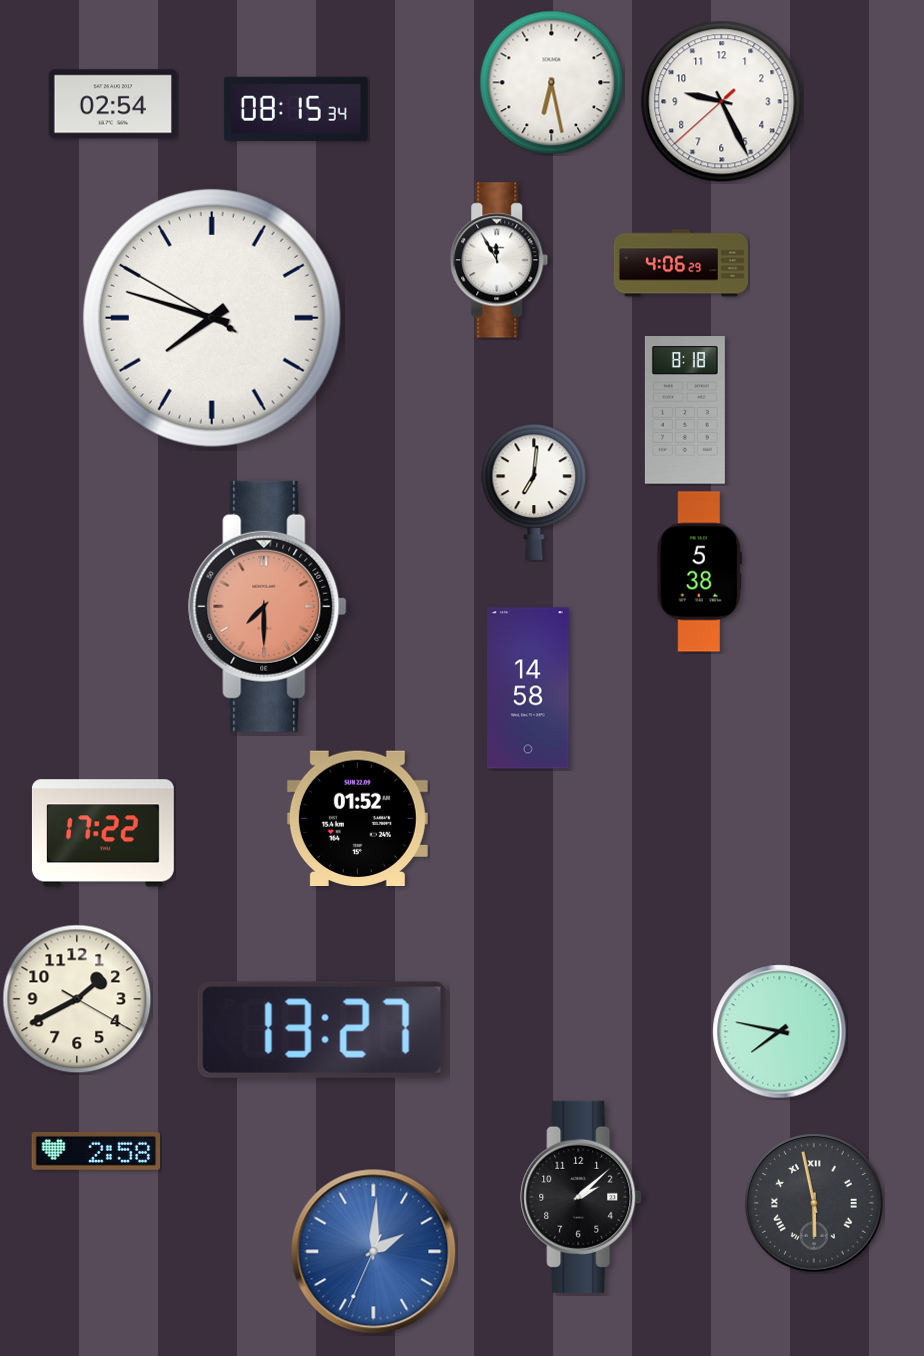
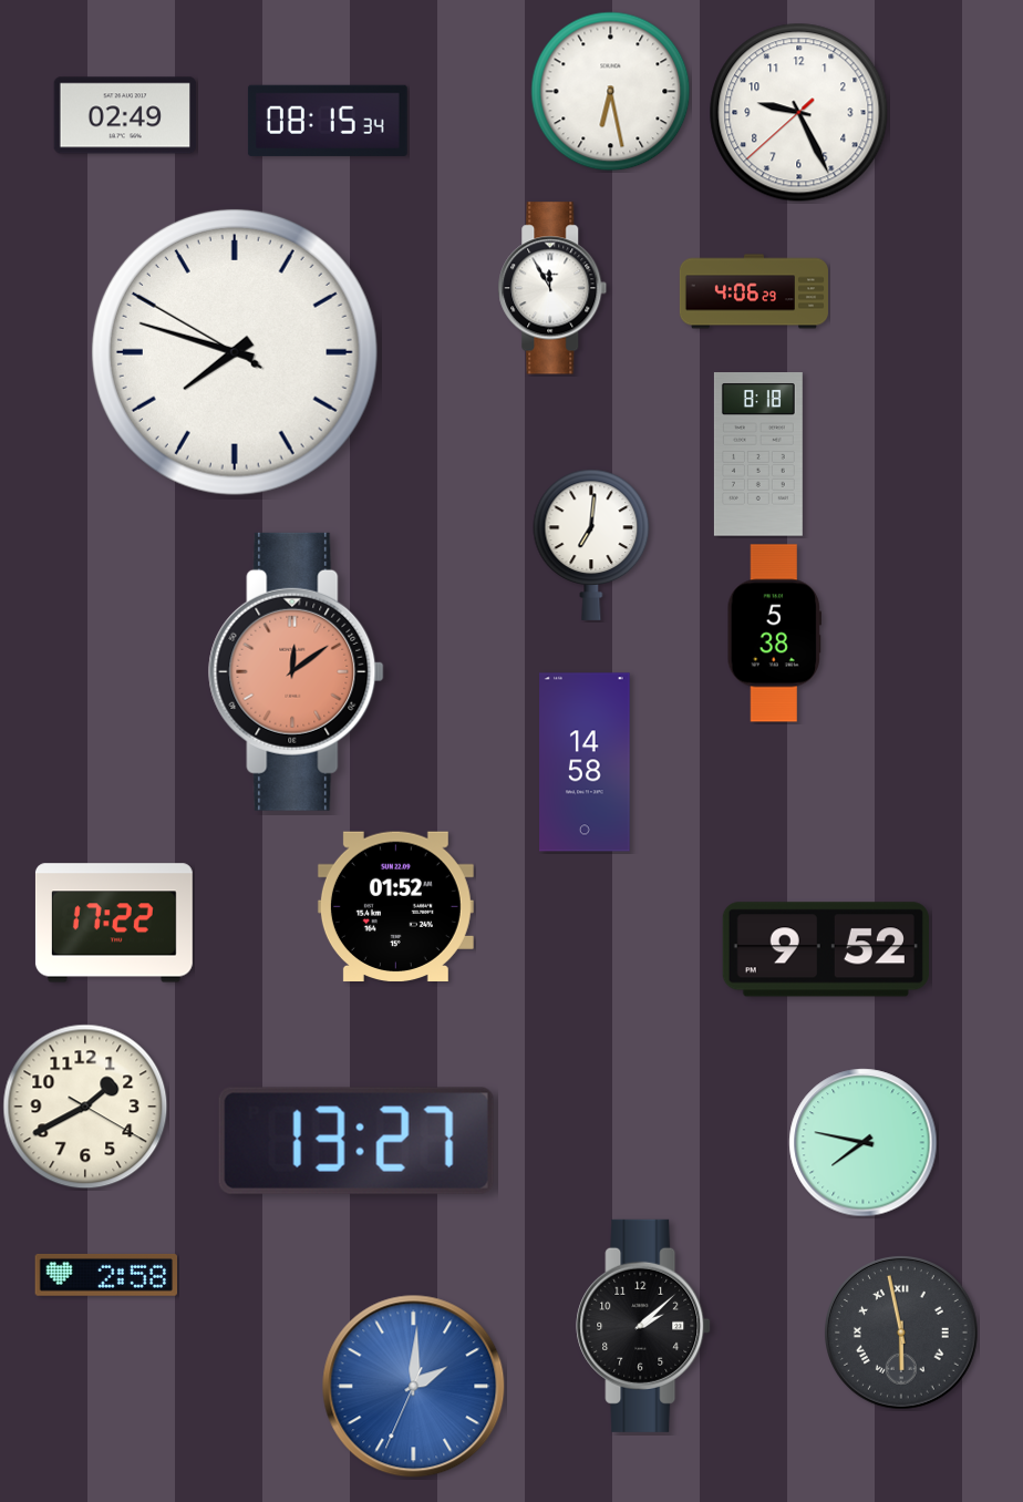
clock at (113, 104): 02:54 -> 02:49
clock at (268, 606): 7:30 -> 12:09
clock at (826, 949): none -> 9:52
